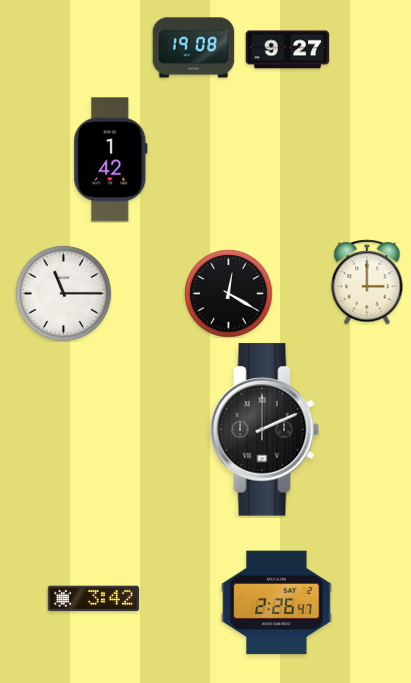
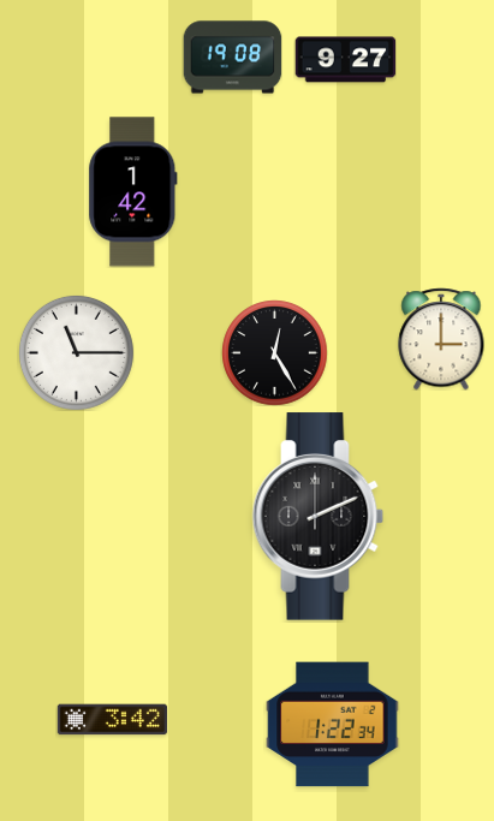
clock at (228, 293): 12:20 -> 12:25
clock at (277, 603): 2:26 -> 1:22
